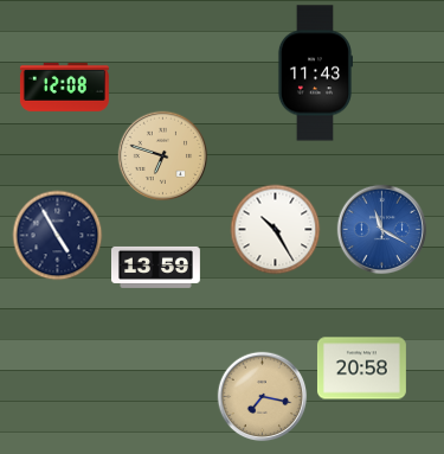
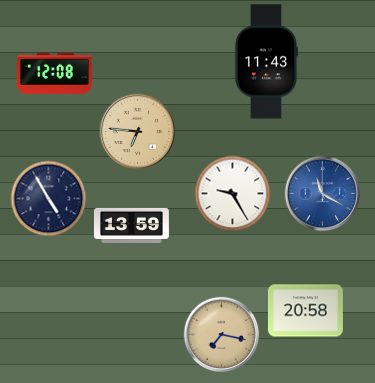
clock at (163, 156): 6:48 -> 6:46
clock at (276, 230): 10:25 -> 9:25
